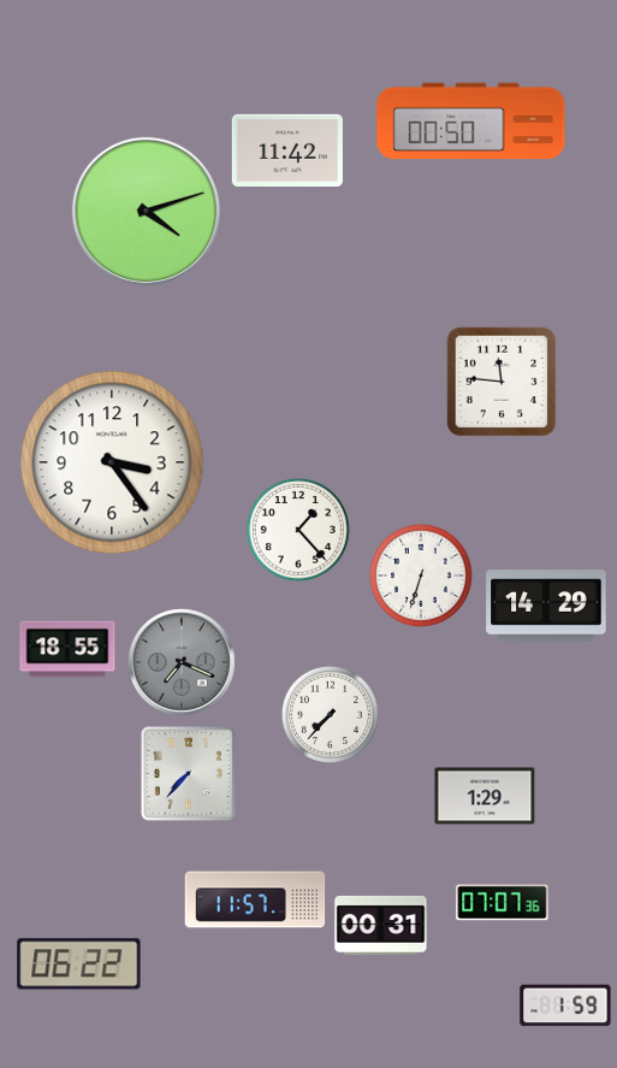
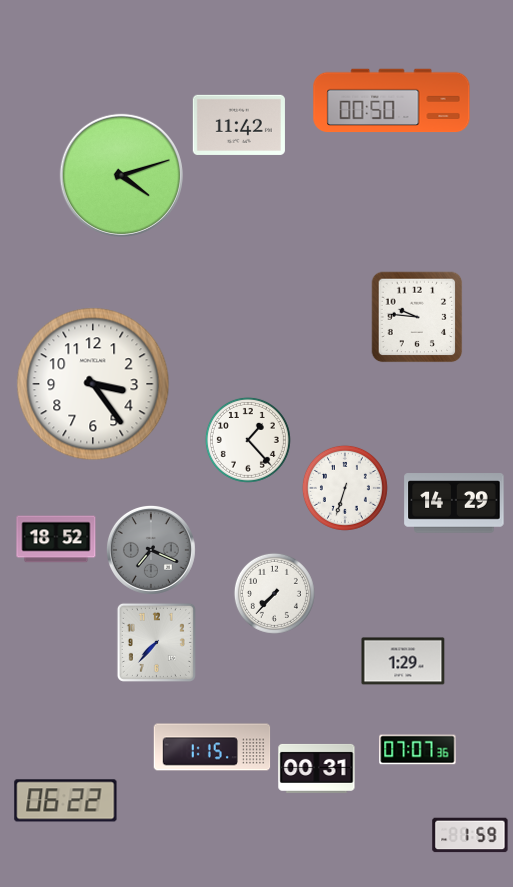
clock at (502, 382): 11:46 -> 9:46
clock at (421, 576) position: (421, 576) -> (345, 488)
clock at (67, 649): 18:55 -> 18:52
clock at (255, 899): 11:57 -> 1:15
